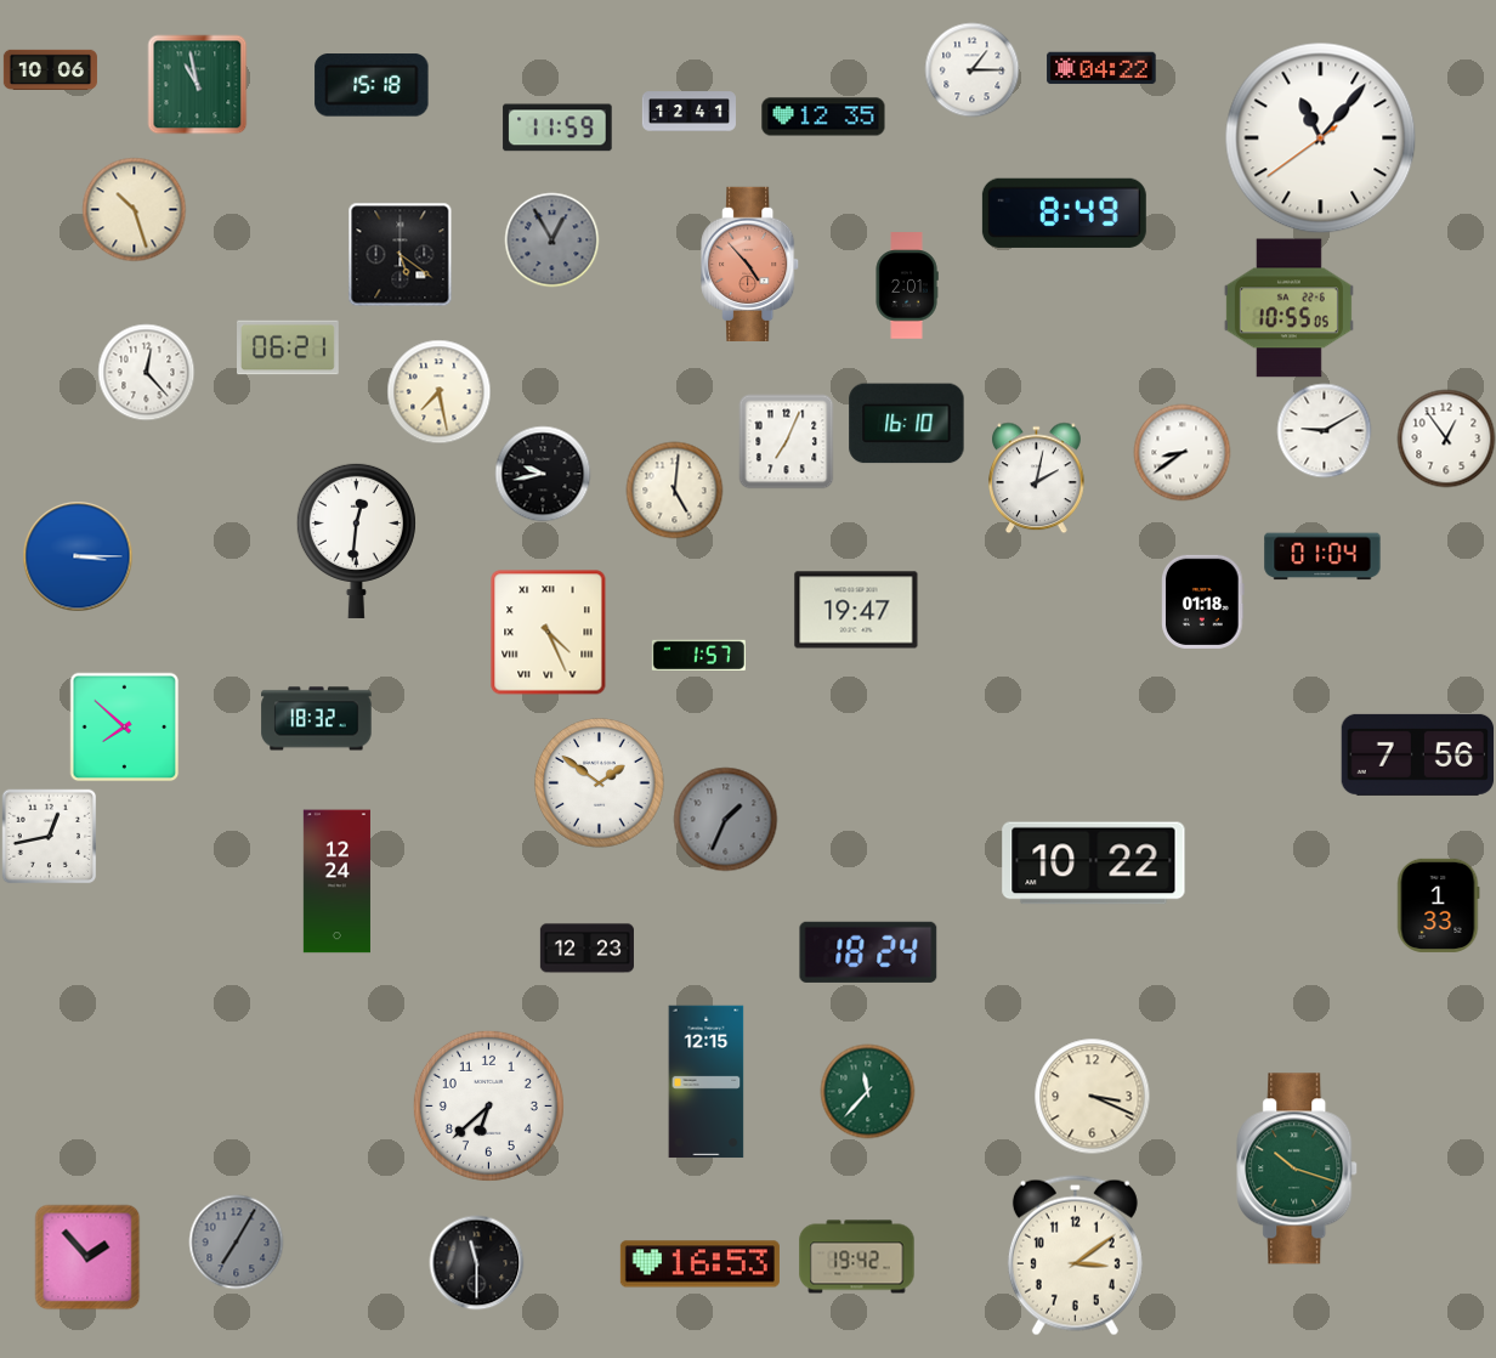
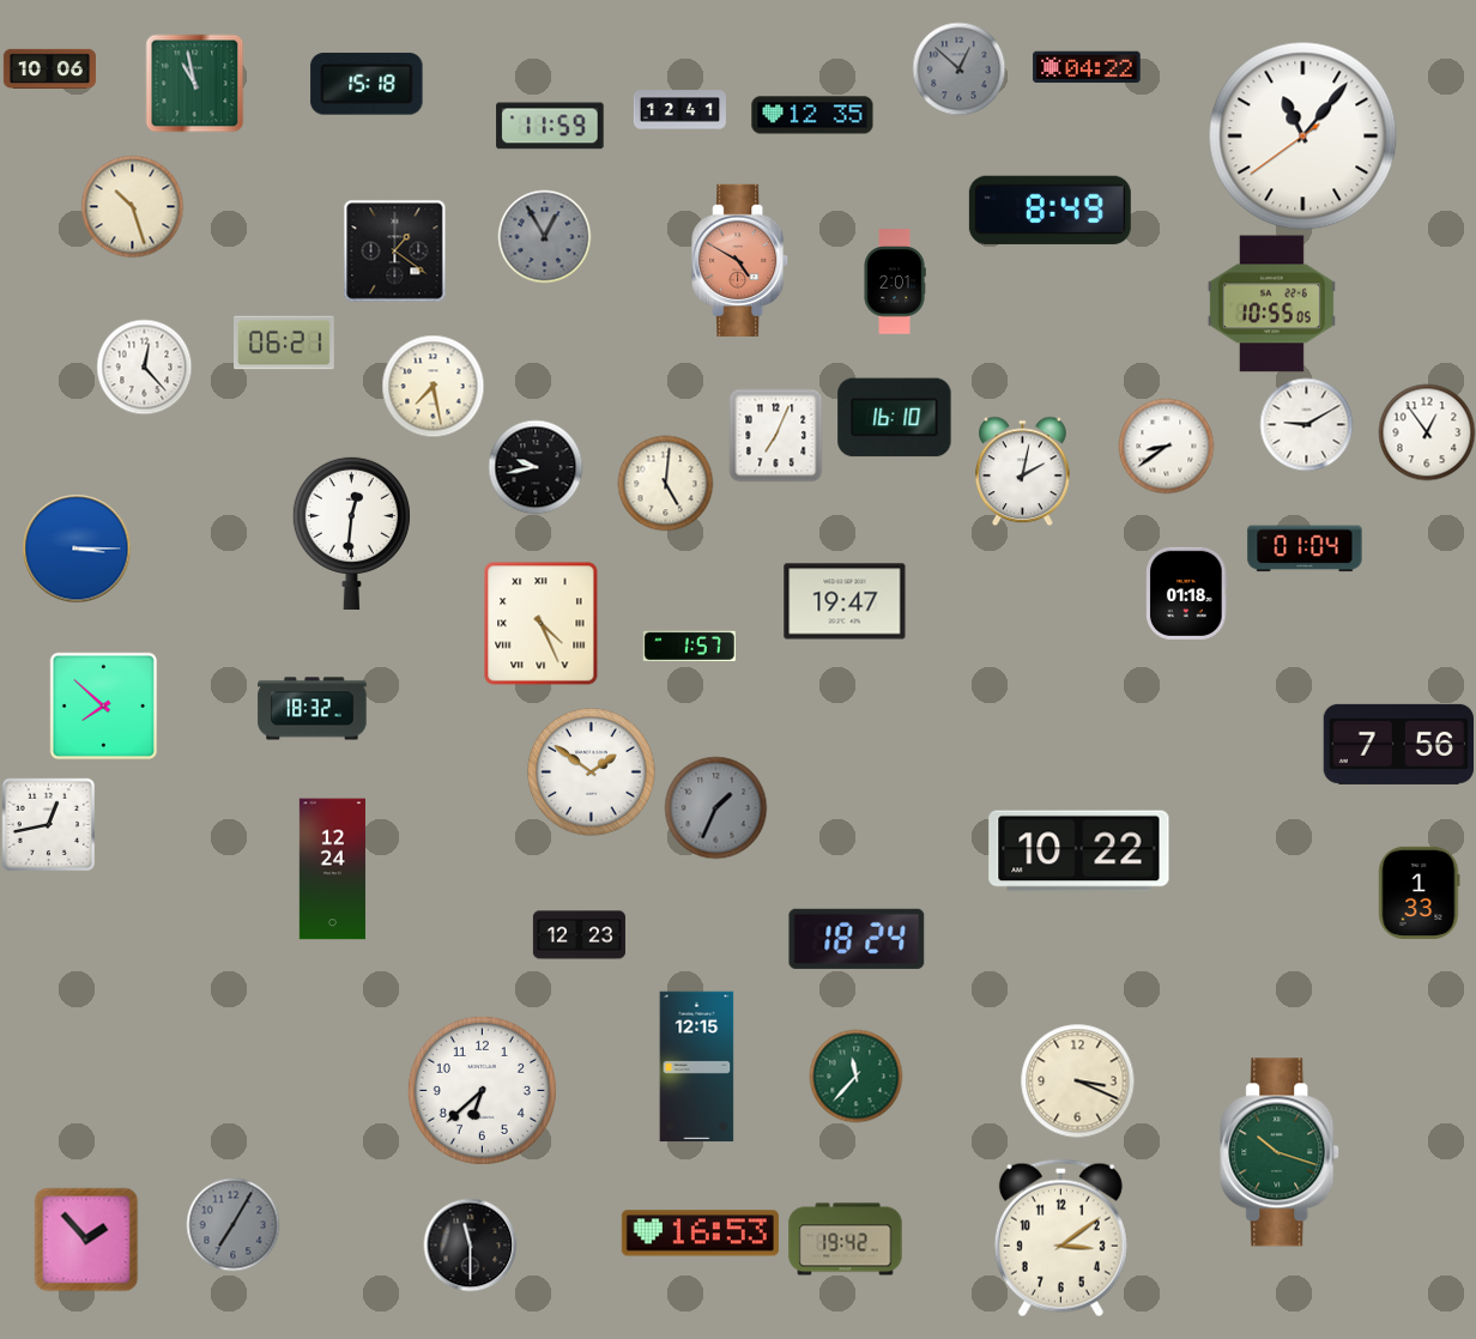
clock at (971, 69): 1:15 -> 12:52
clock at (971, 69) dial: white -> grey
clock at (399, 254): 5:21 -> 1:21
clock at (750, 264): 4:53 -> 4:50
clock at (124, 726) position: (124, 726) -> (103, 705)
clock at (699, 1264) position: (699, 1264) -> (700, 1234)
